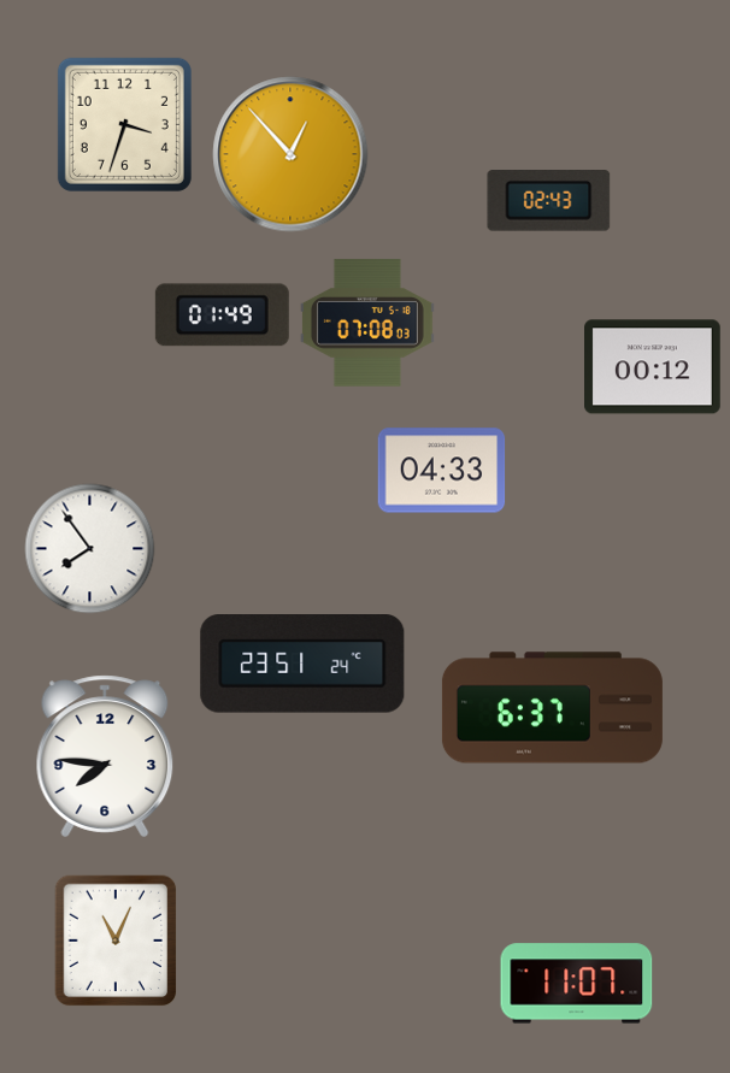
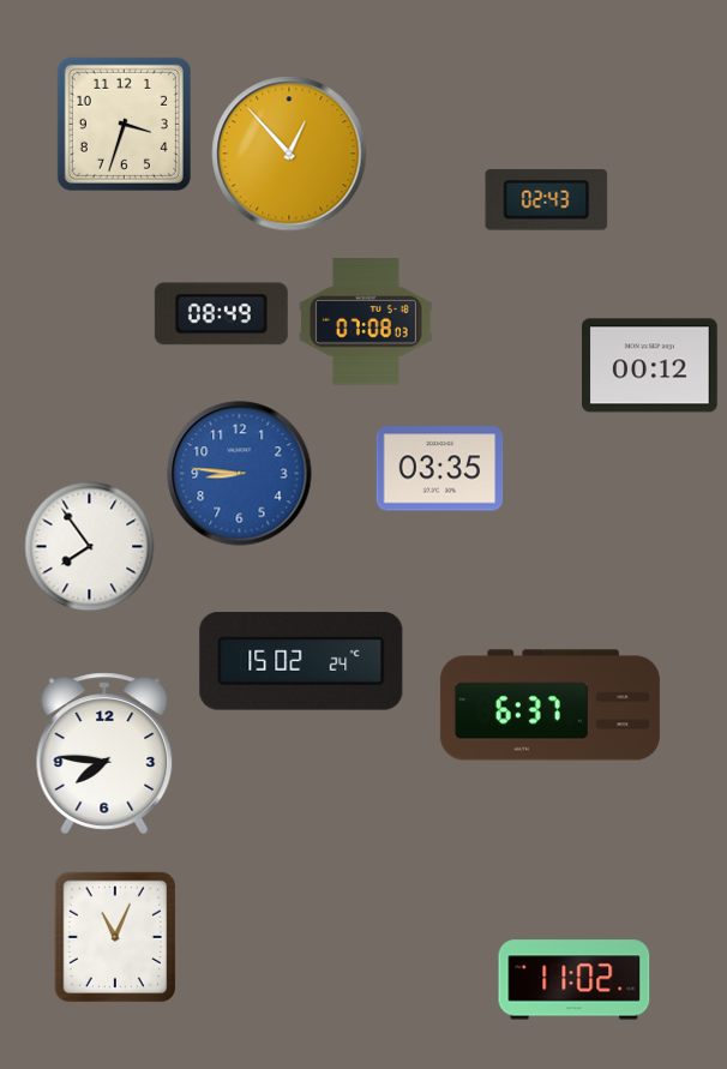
clock at (222, 316): 01:49 -> 08:49
clock at (442, 471): 04:33 -> 03:35
clock at (240, 474): none -> 8:46
clock at (302, 665): 23:51 -> 15:02
clock at (577, 984): 11:07 -> 11:02
